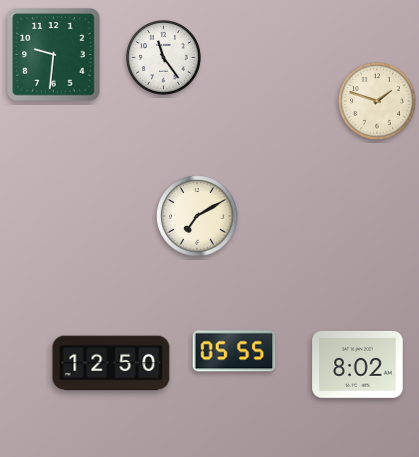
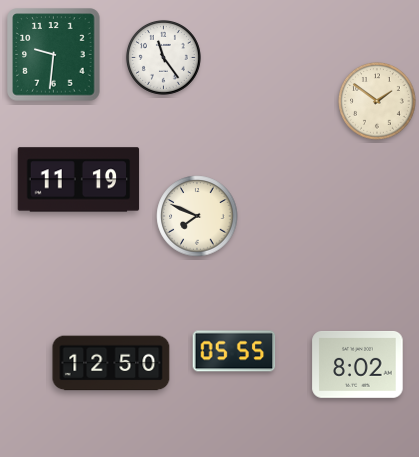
clock at (377, 101): 1:48 -> 1:51
clock at (79, 180): none -> 11:19
clock at (197, 216): 7:10 -> 7:49
